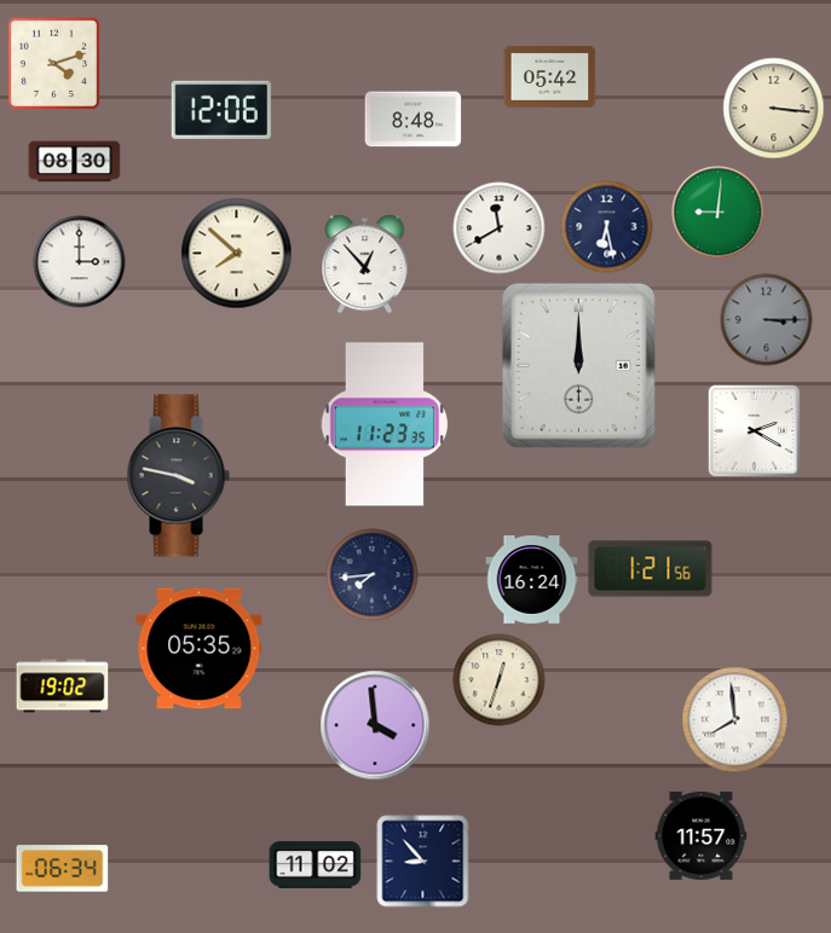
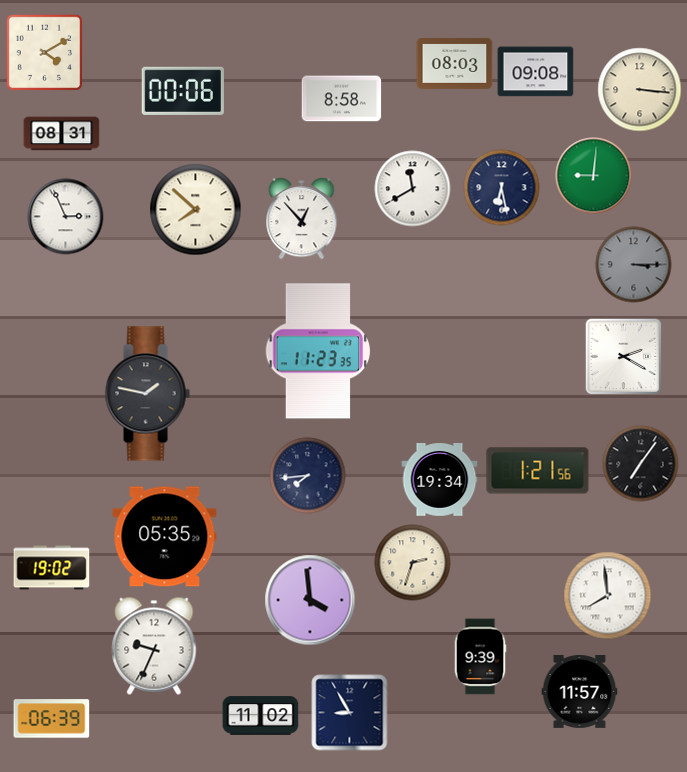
clock at (53, 63): 4:12 -> 4:10
clock at (550, 76): 05:42 -> 08:03
clock at (536, 72): none -> 09:08
clock at (221, 110): 12:06 -> 00:06
clock at (414, 120): 8:48 -> 8:58
clock at (75, 162): 08:30 -> 08:31
clock at (80, 262): 3:00 -> 2:56
clock at (578, 365): 12:00 -> none
clock at (178, 476): 3:47 -> 1:47
clock at (641, 464): none -> 7:06
clock at (532, 580): 16:24 -> 19:34
clock at (500, 680): 12:33 -> 2:33
clock at (154, 646): none -> 9:34
clock at (480, 657): none -> 9:39
clock at (423, 862): 8:53 -> 8:55
clock at (63, 869): 06:34 -> 06:39
